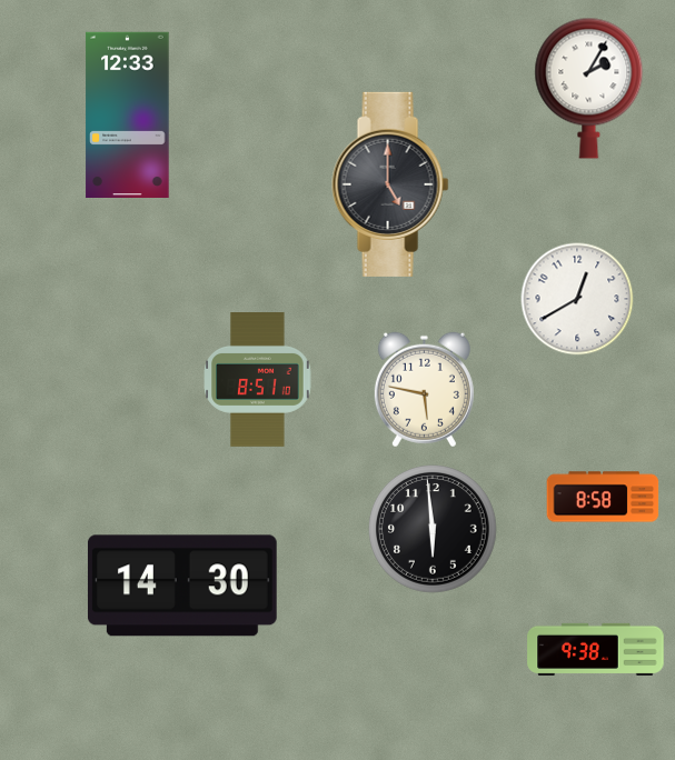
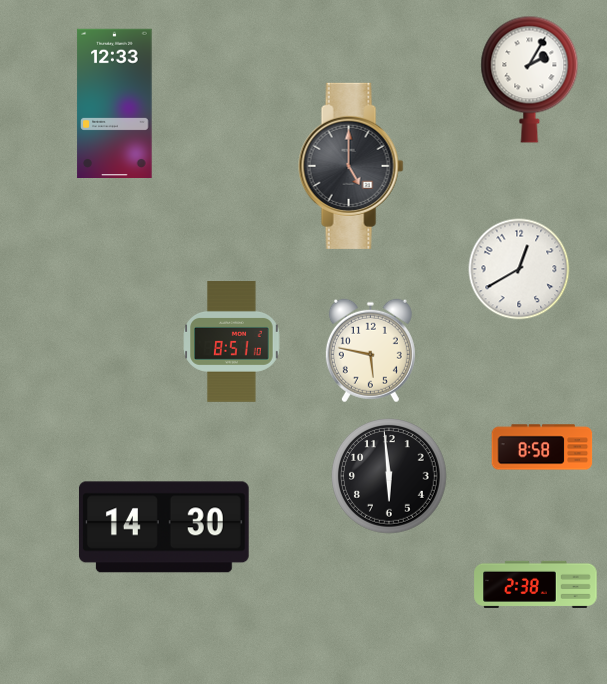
clock at (424, 390) position: (424, 390) -> (370, 351)
clock at (596, 649): 9:38 -> 2:38
